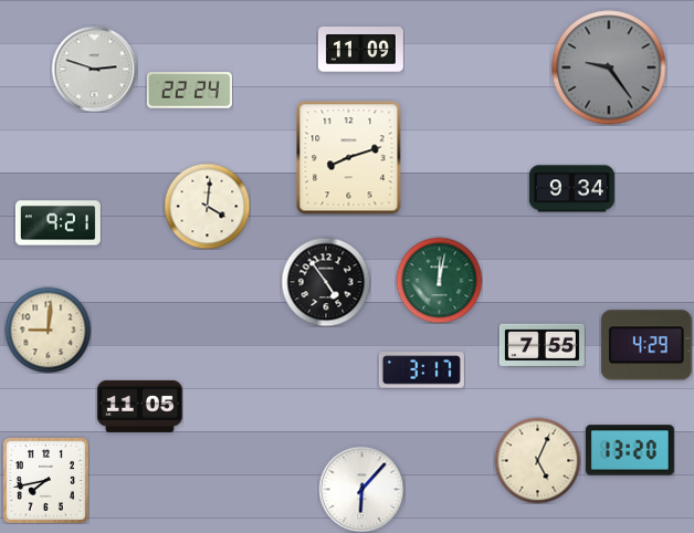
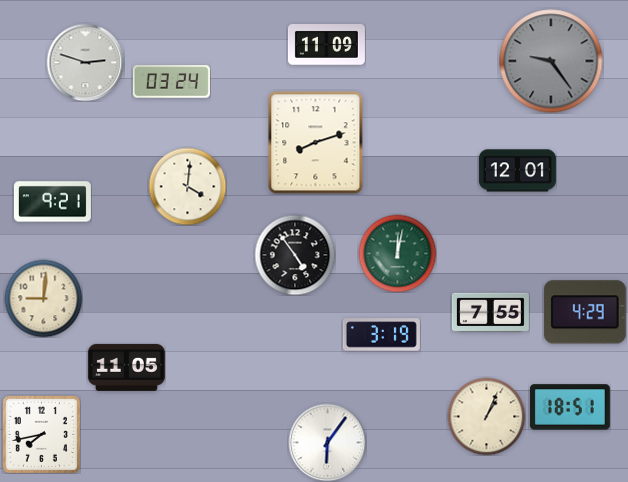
clock at (189, 91): 22:24 -> 03:24
clock at (571, 189): 9:34 -> 12:01
clock at (421, 370): 3:17 -> 3:19
clock at (630, 450): 13:20 -> 18:51
clock at (537, 460): 5:04 -> 1:04
clock at (361, 489): 6:07 -> 6:06
